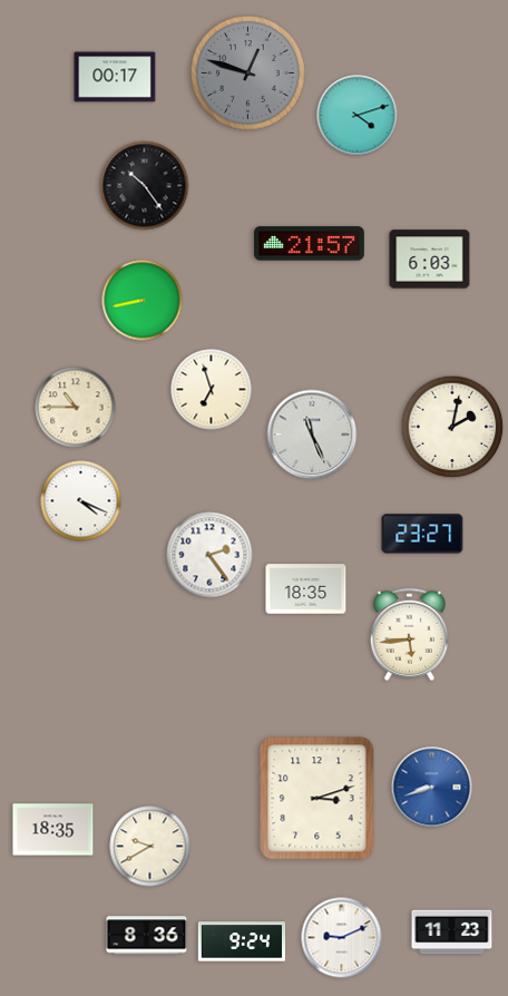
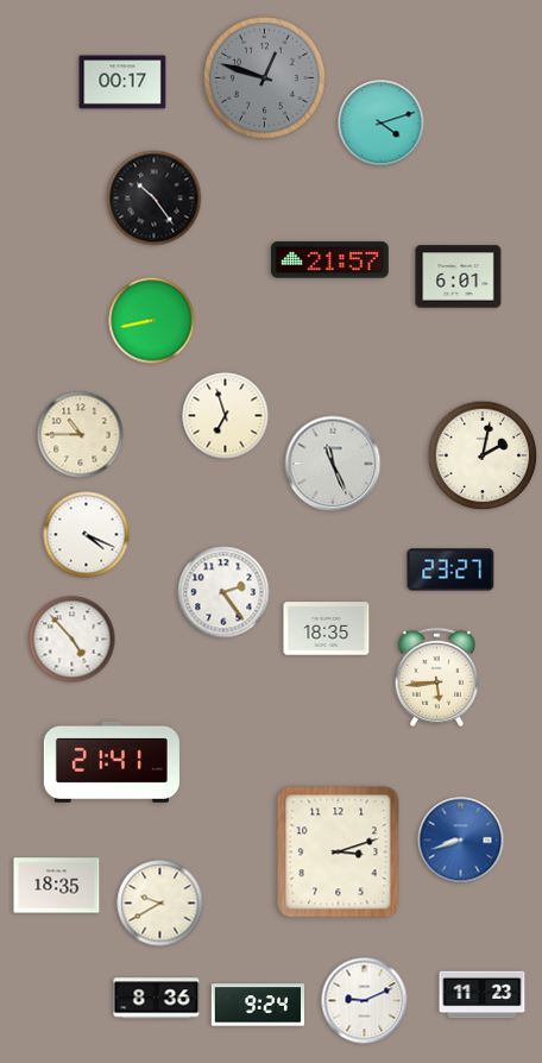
clock at (430, 260): 6:03 -> 6:01
clock at (73, 640): none -> 4:53
clock at (112, 762): none -> 21:41
